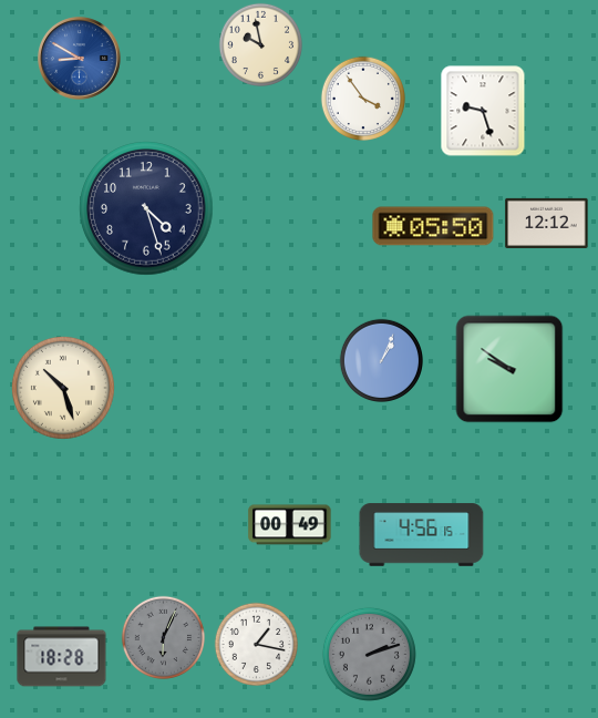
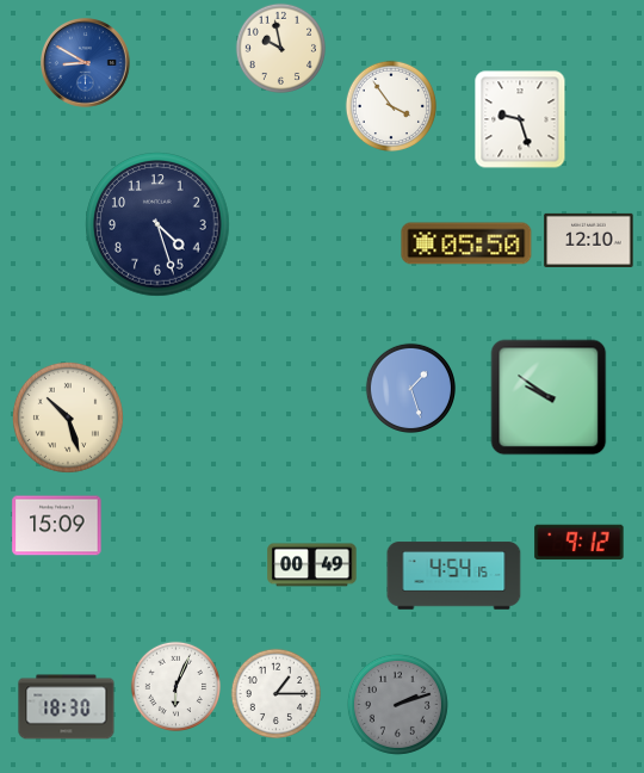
clock at (547, 223): 12:12 -> 12:10
clock at (381, 360): 1:04 -> 1:27
clock at (57, 526): none -> 15:09
clock at (580, 543): none -> 9:12
clock at (422, 535): 4:56 -> 4:54
clock at (163, 637) dial: grey -> white
clock at (256, 644): 1:17 -> 1:15
clock at (62, 657): 18:28 -> 18:30
